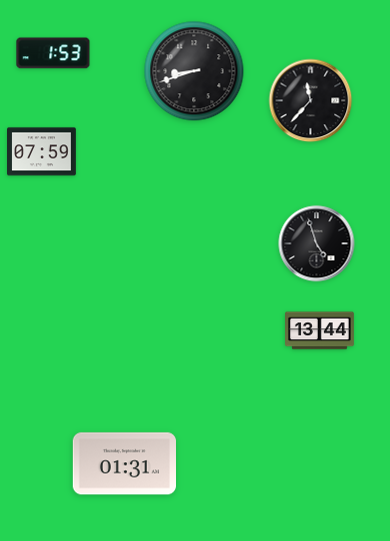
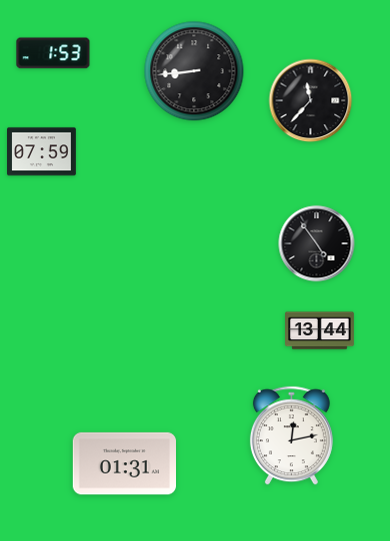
clock at (194, 71): 8:42 -> 8:44
clock at (317, 244): 4:57 -> 4:54
clock at (291, 436): none -> 12:13
